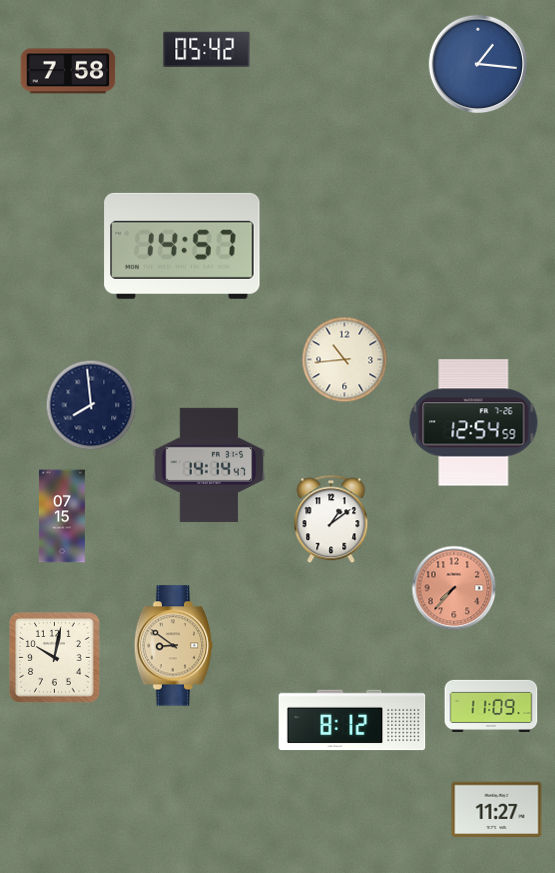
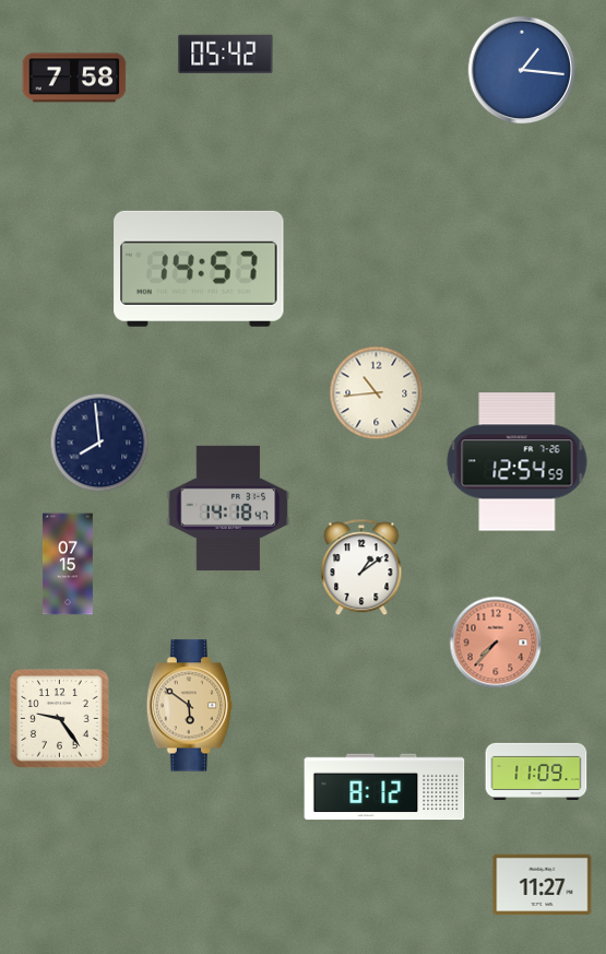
clock at (209, 465): 14:14 -> 14:18
clock at (174, 646): 8:51 -> 5:51
clock at (55, 658): 10:02 -> 9:24
